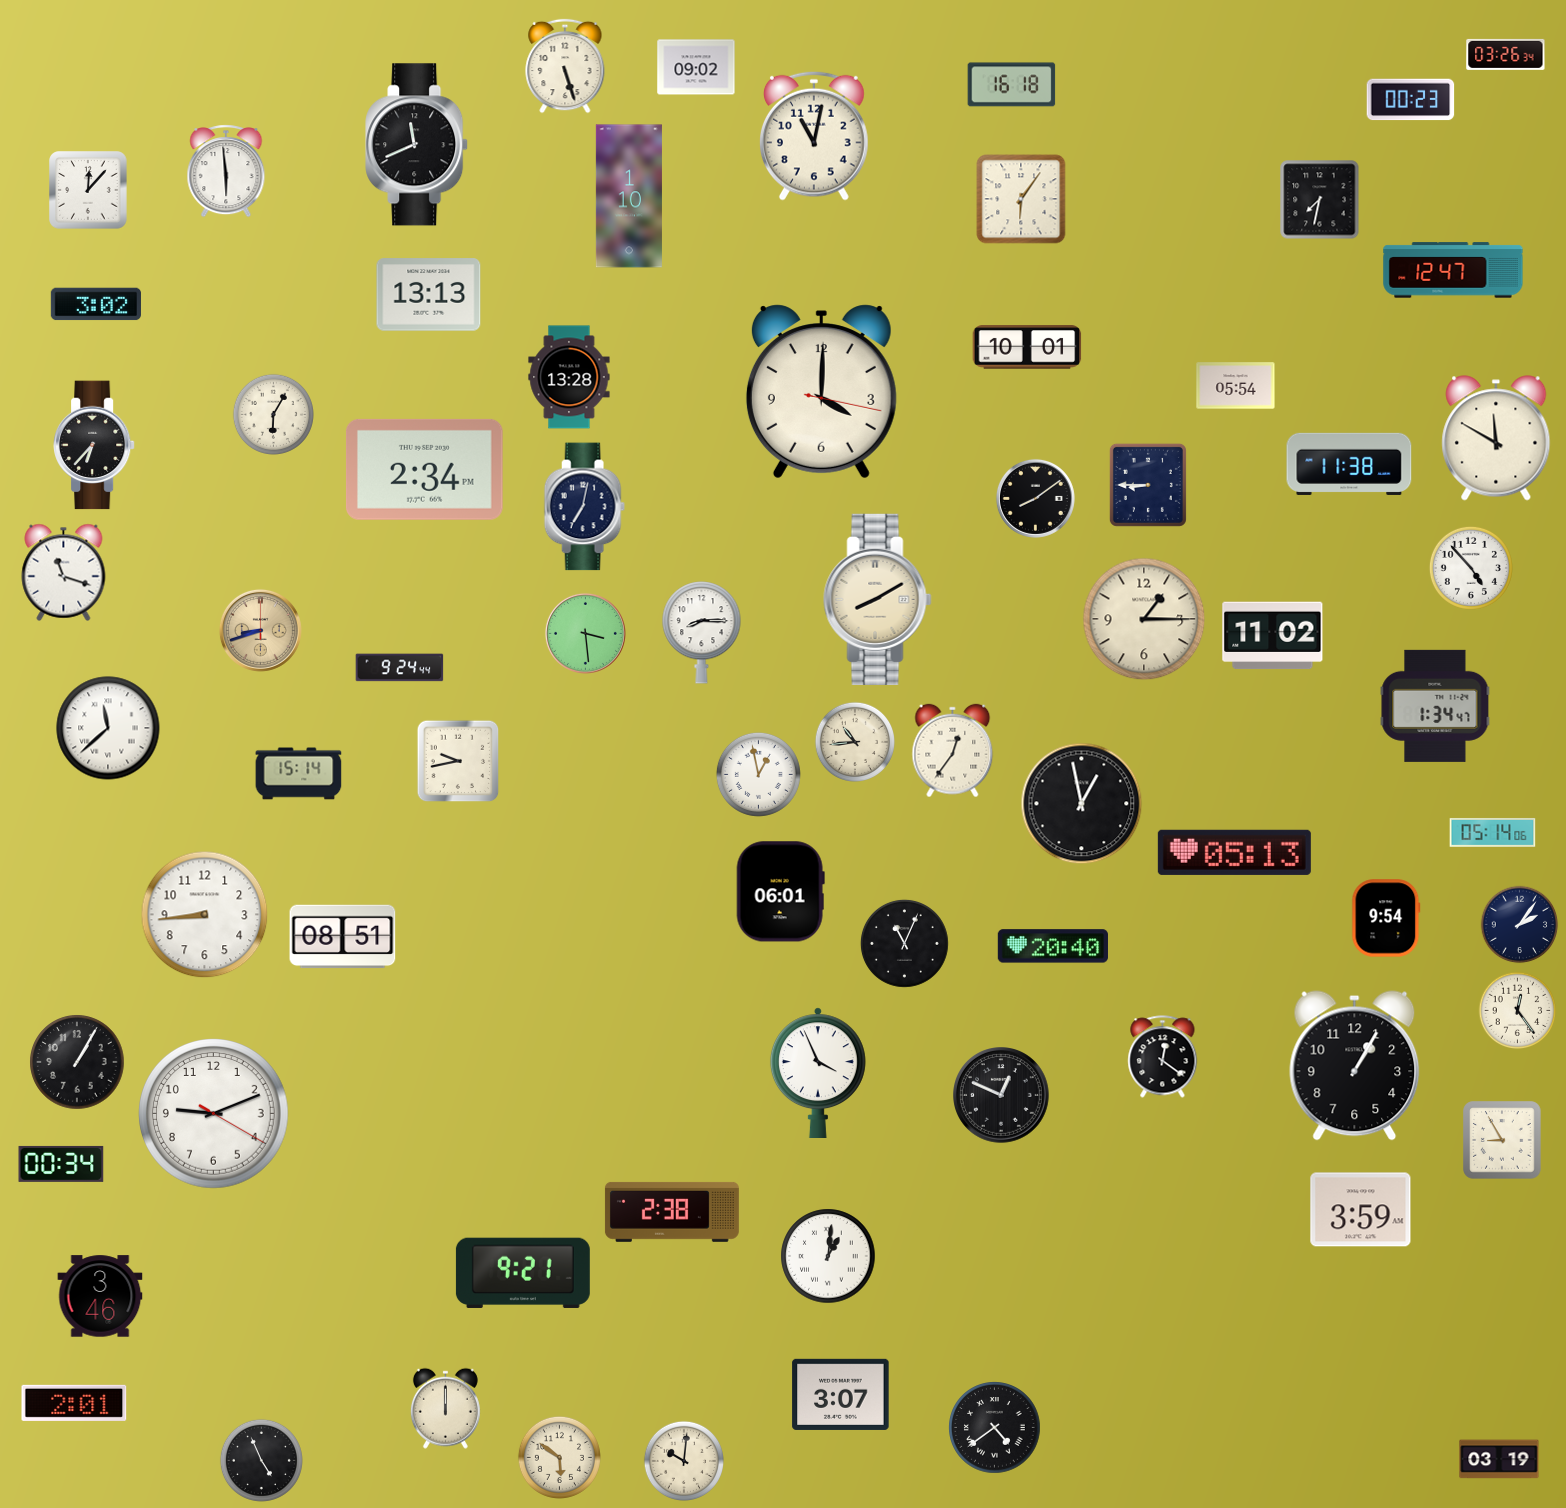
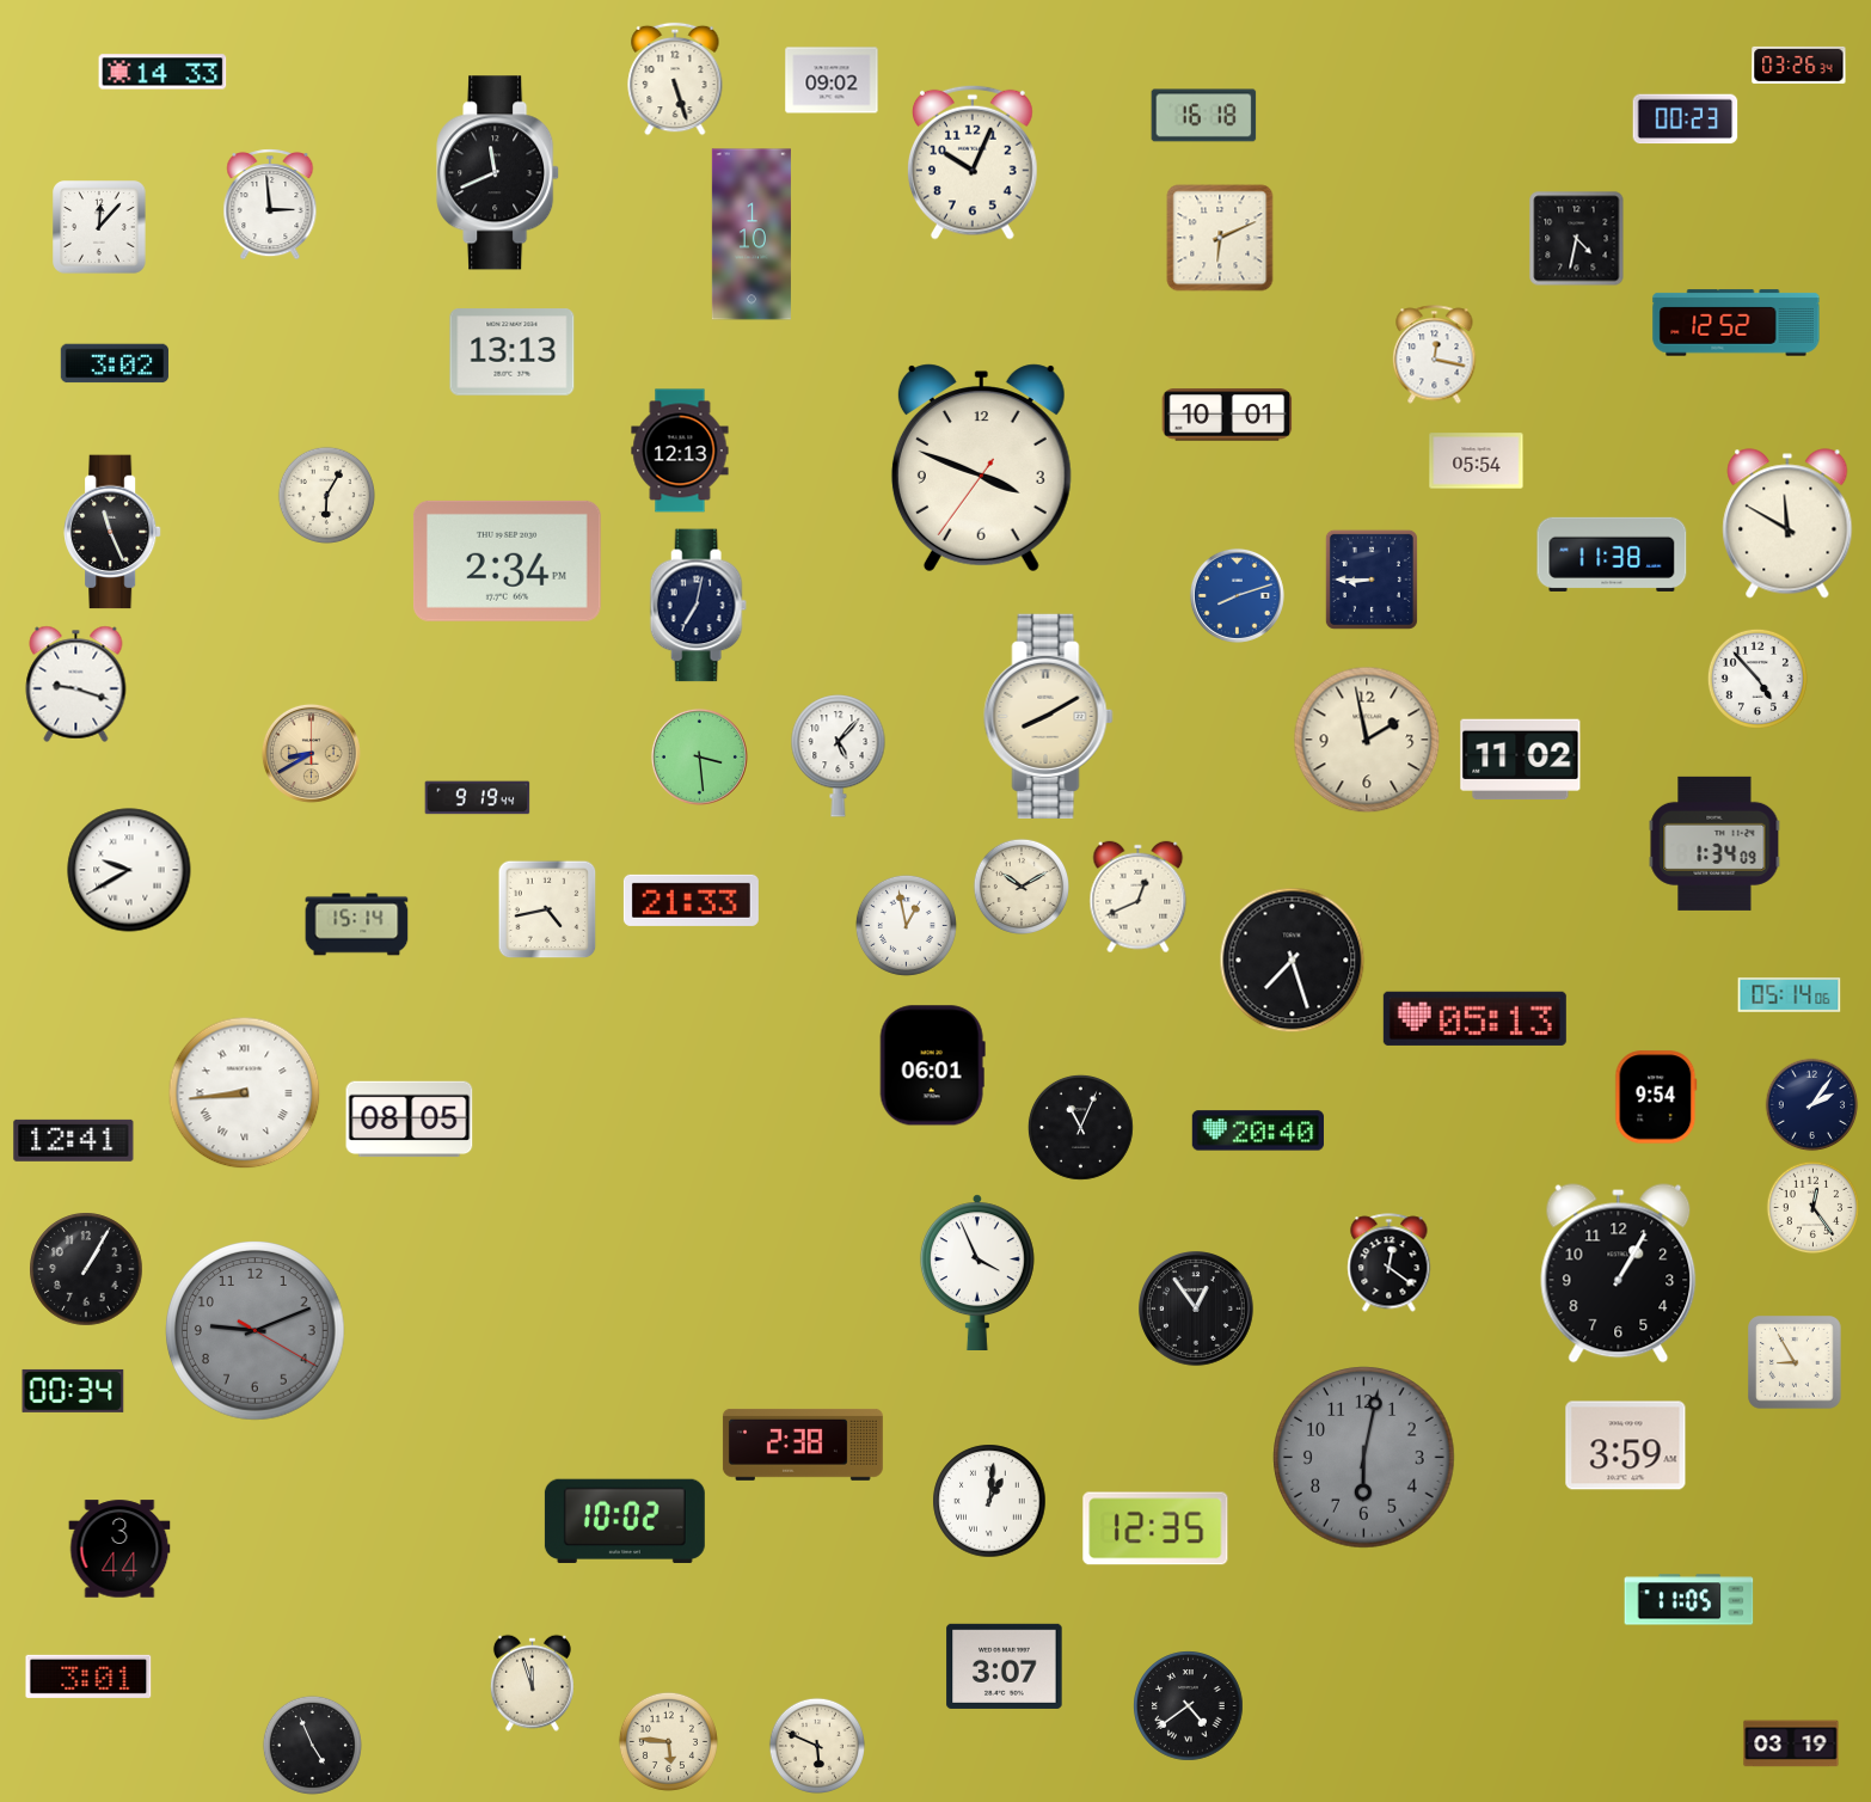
clock at (162, 72): none -> 14:33
clock at (1012, 85) position: (1012, 85) -> (1204, 116)
clock at (815, 136): 11:02 -> 10:04
clock at (226, 171): 5:59 -> 2:59
clock at (88, 190) position: (88, 190) -> (99, 227)
clock at (1021, 199): 6:06 -> 6:11
clock at (1320, 200): 7:32 -> 4:32
clock at (1453, 270): 12:47 -> 12:52
clock at (1435, 355): none -> 12:17
clock at (569, 377): 13:28 -> 12:13
clock at (821, 392): 4:00 -> 3:48
clock at (95, 445): 6:37 -> 11:26
clock at (1035, 498): 8:09 -> 8:12
clock at (1035, 498) dial: black -> blue
clock at (64, 572): 11:18 -> 9:18
clock at (1144, 619): 1:15 -> 1:58
clock at (260, 630): 8:42 -> 8:40
clock at (702, 633): 8:15 -> 5:07
clock at (400, 668): 9:24 -> 9:19
clock at (1435, 706): 1:34:47 -> 1:34:09
clock at (108, 728): 11:38 -> 9:40
clock at (854, 741): 10:44 -> 10:10
clock at (953, 751): 12:36 -> 12:41
clock at (691, 900): none -> 21:33
clock at (458, 761): 9:43 -> 4:43
clock at (1082, 804): 12:58 -> 7:27
clock at (1493, 833) position: (1493, 833) -> (1790, 995)
clock at (205, 915) numerals: Arabic -> Roman
clock at (1520, 925) position: (1520, 925) -> (1812, 1105)
clock at (343, 937): 08:51 -> 08:05
clock at (74, 1140): none -> 12:41
clock at (77, 1062) position: (77, 1062) -> (86, 1269)
clock at (818, 1072) position: (818, 1072) -> (977, 1271)
clock at (1001, 1095): 12:49 -> 12:54
clock at (214, 1114) dial: white -> grey
clock at (672, 1212) position: (672, 1212) -> (803, 1445)
clock at (1364, 1458): none -> 6:02
clock at (523, 1273): 9:21 -> 10:02
clock at (1155, 1528): none -> 12:35
clock at (100, 1296): 3:46 -> 3:44
clock at (1689, 1600): none -> 11:05
clock at (74, 1403): 2:01 -> 3:01
clock at (445, 1408): 12:00 -> 11:57
clock at (559, 1457): 5:51 -> 5:46
clock at (683, 1460): 10:01 -> 5:49
